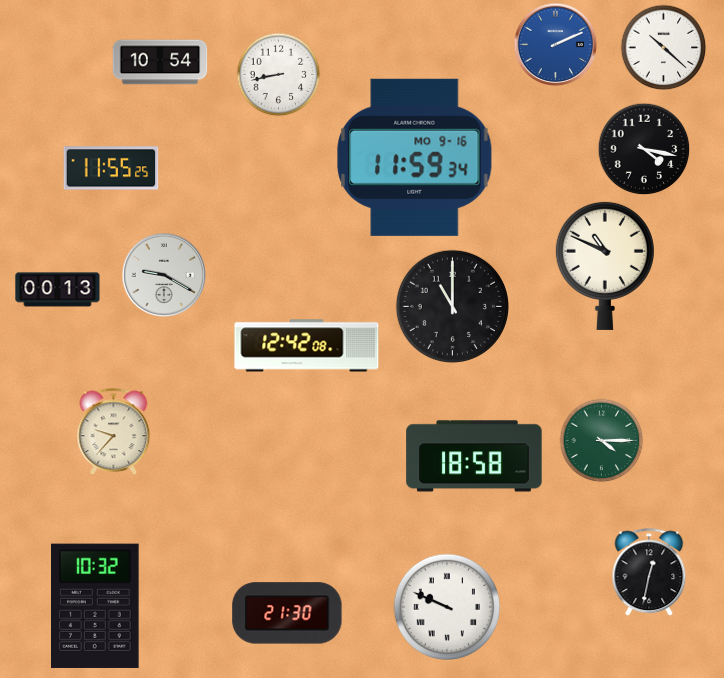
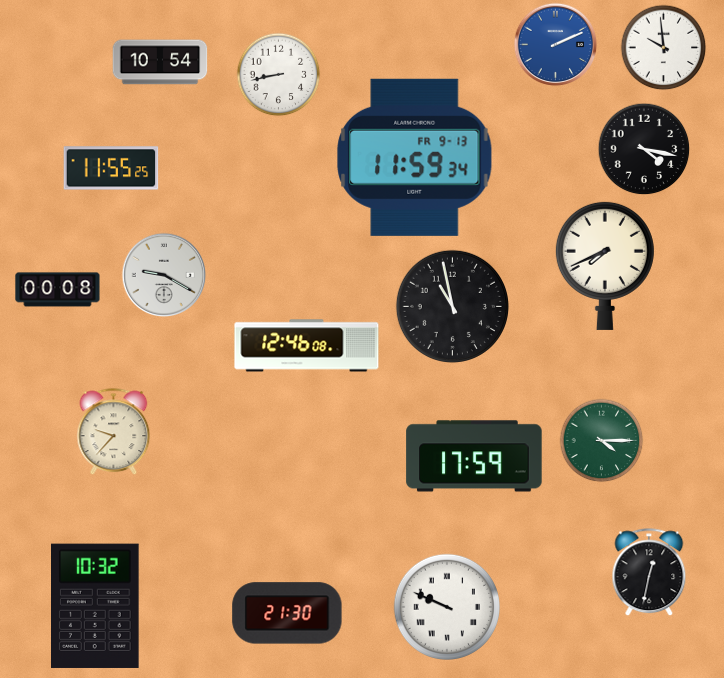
clock at (664, 48): 10:22 -> 9:59
clock at (415, 157) date: MO 9-16 -> FR 9-13
clock at (605, 265): 10:49 -> 7:41
clock at (58, 290): 00:13 -> 00:08
clock at (452, 306): 11:00 -> 10:58
clock at (307, 346): 12:42 -> 12:46
clock at (474, 456): 18:58 -> 17:59
